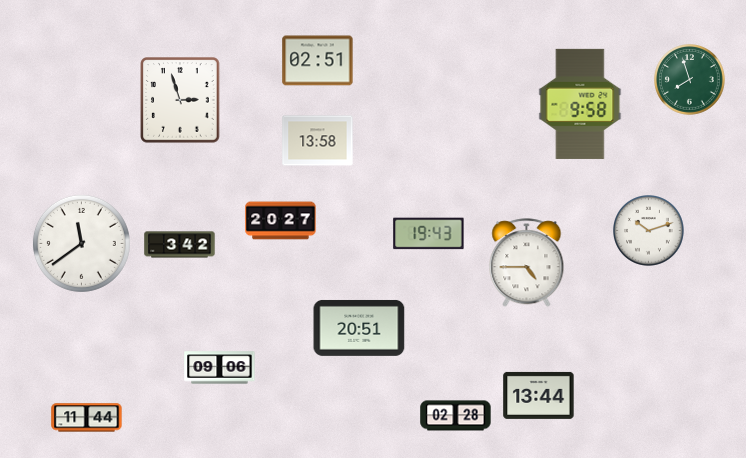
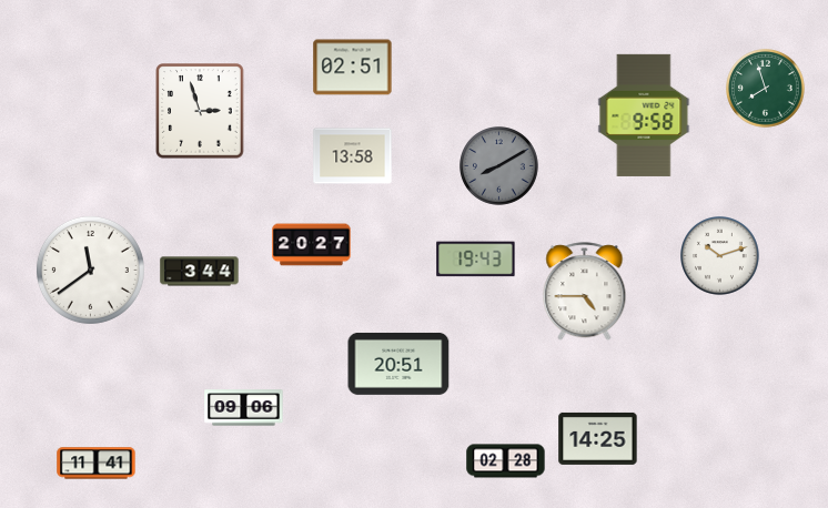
clock at (499, 166): none -> 8:10
clock at (180, 245): 3:42 -> 3:44
clock at (539, 395): 13:44 -> 14:25
clock at (87, 418): 11:44 -> 11:41
